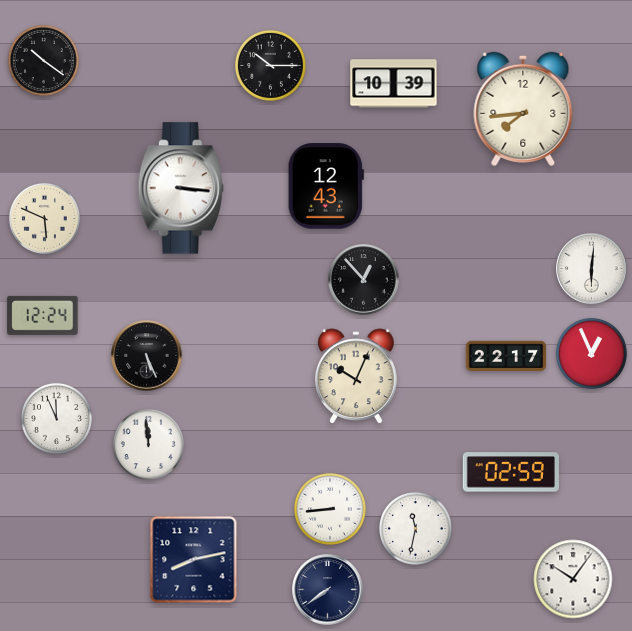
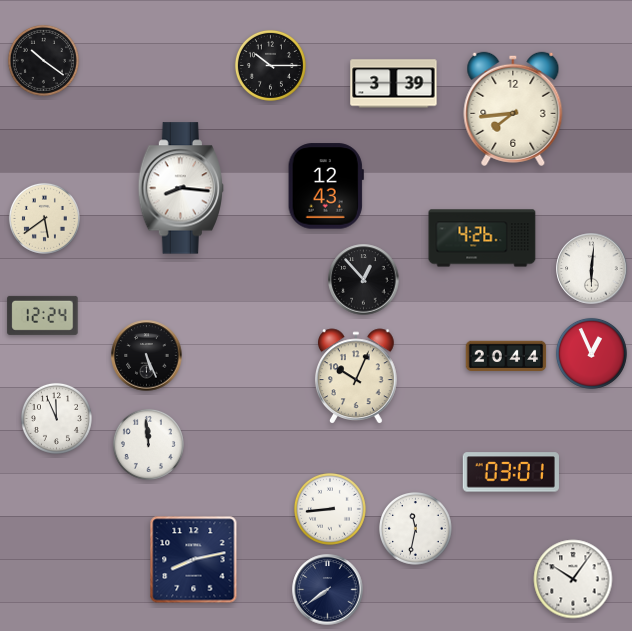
clock at (394, 84): 10:39 -> 3:39
clock at (523, 109) position: (523, 109) -> (513, 109)
clock at (181, 188): 3:16 -> 8:16
clock at (44, 218): 5:49 -> 5:39
clock at (482, 238): none -> 4:26
clock at (506, 356): 22:17 -> 20:44
clock at (511, 472): 02:59 -> 03:01
